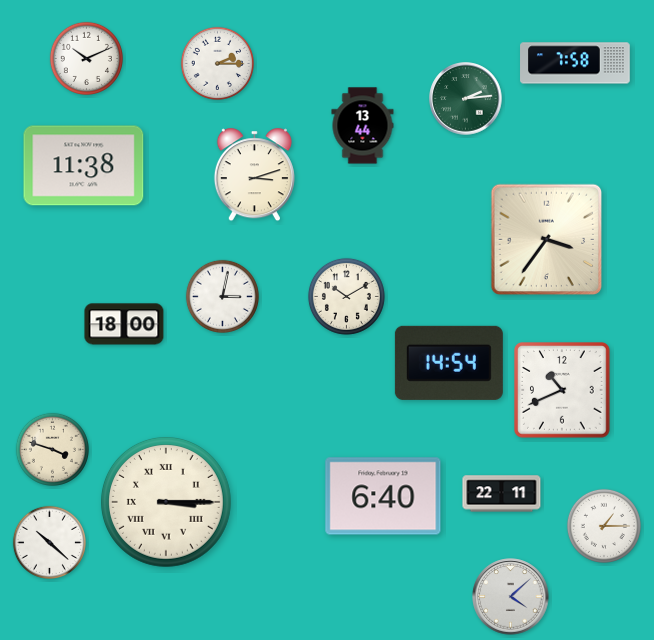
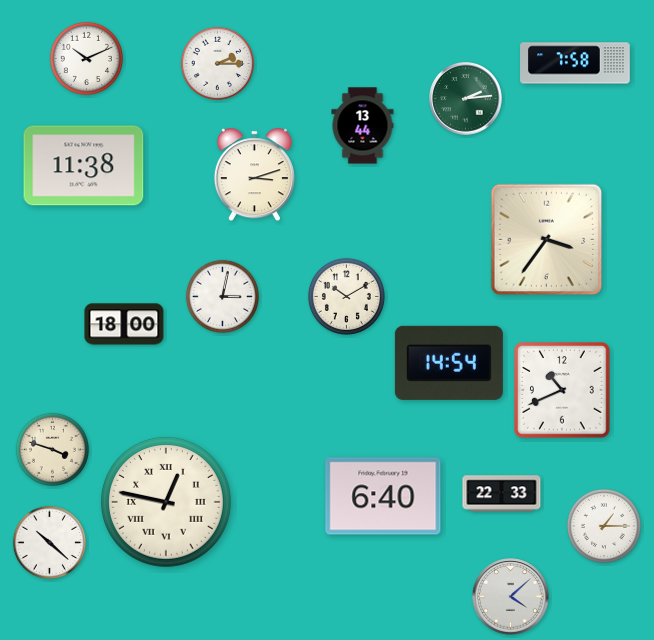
clock at (502, 494): 22:11 -> 22:33
clock at (166, 502): 3:15 -> 12:47
